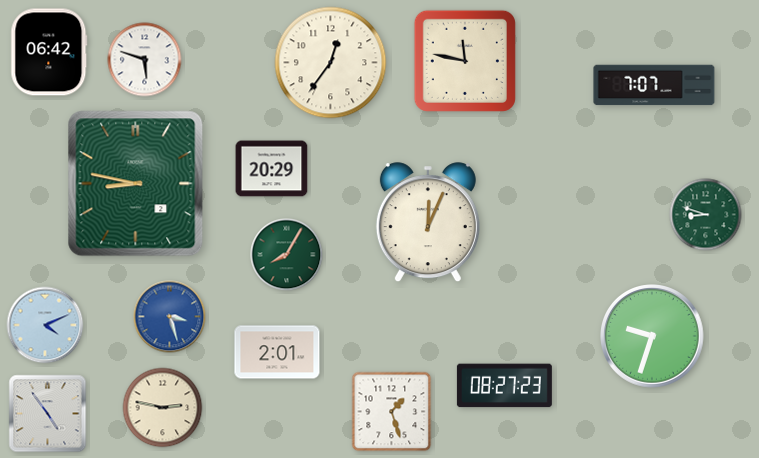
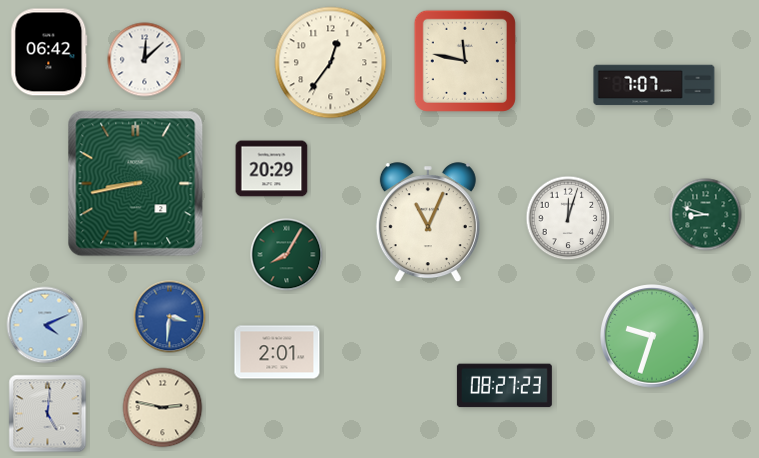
clock at (145, 60): 5:48 -> 12:08
clock at (136, 184): 8:47 -> 8:43
clock at (568, 218): none -> 12:03
clock at (428, 223): 12:04 -> 11:04
clock at (170, 317): 3:27 -> 3:31
clock at (392, 412): 1:27 -> none
clock at (48, 414): 4:54 -> 5:01
